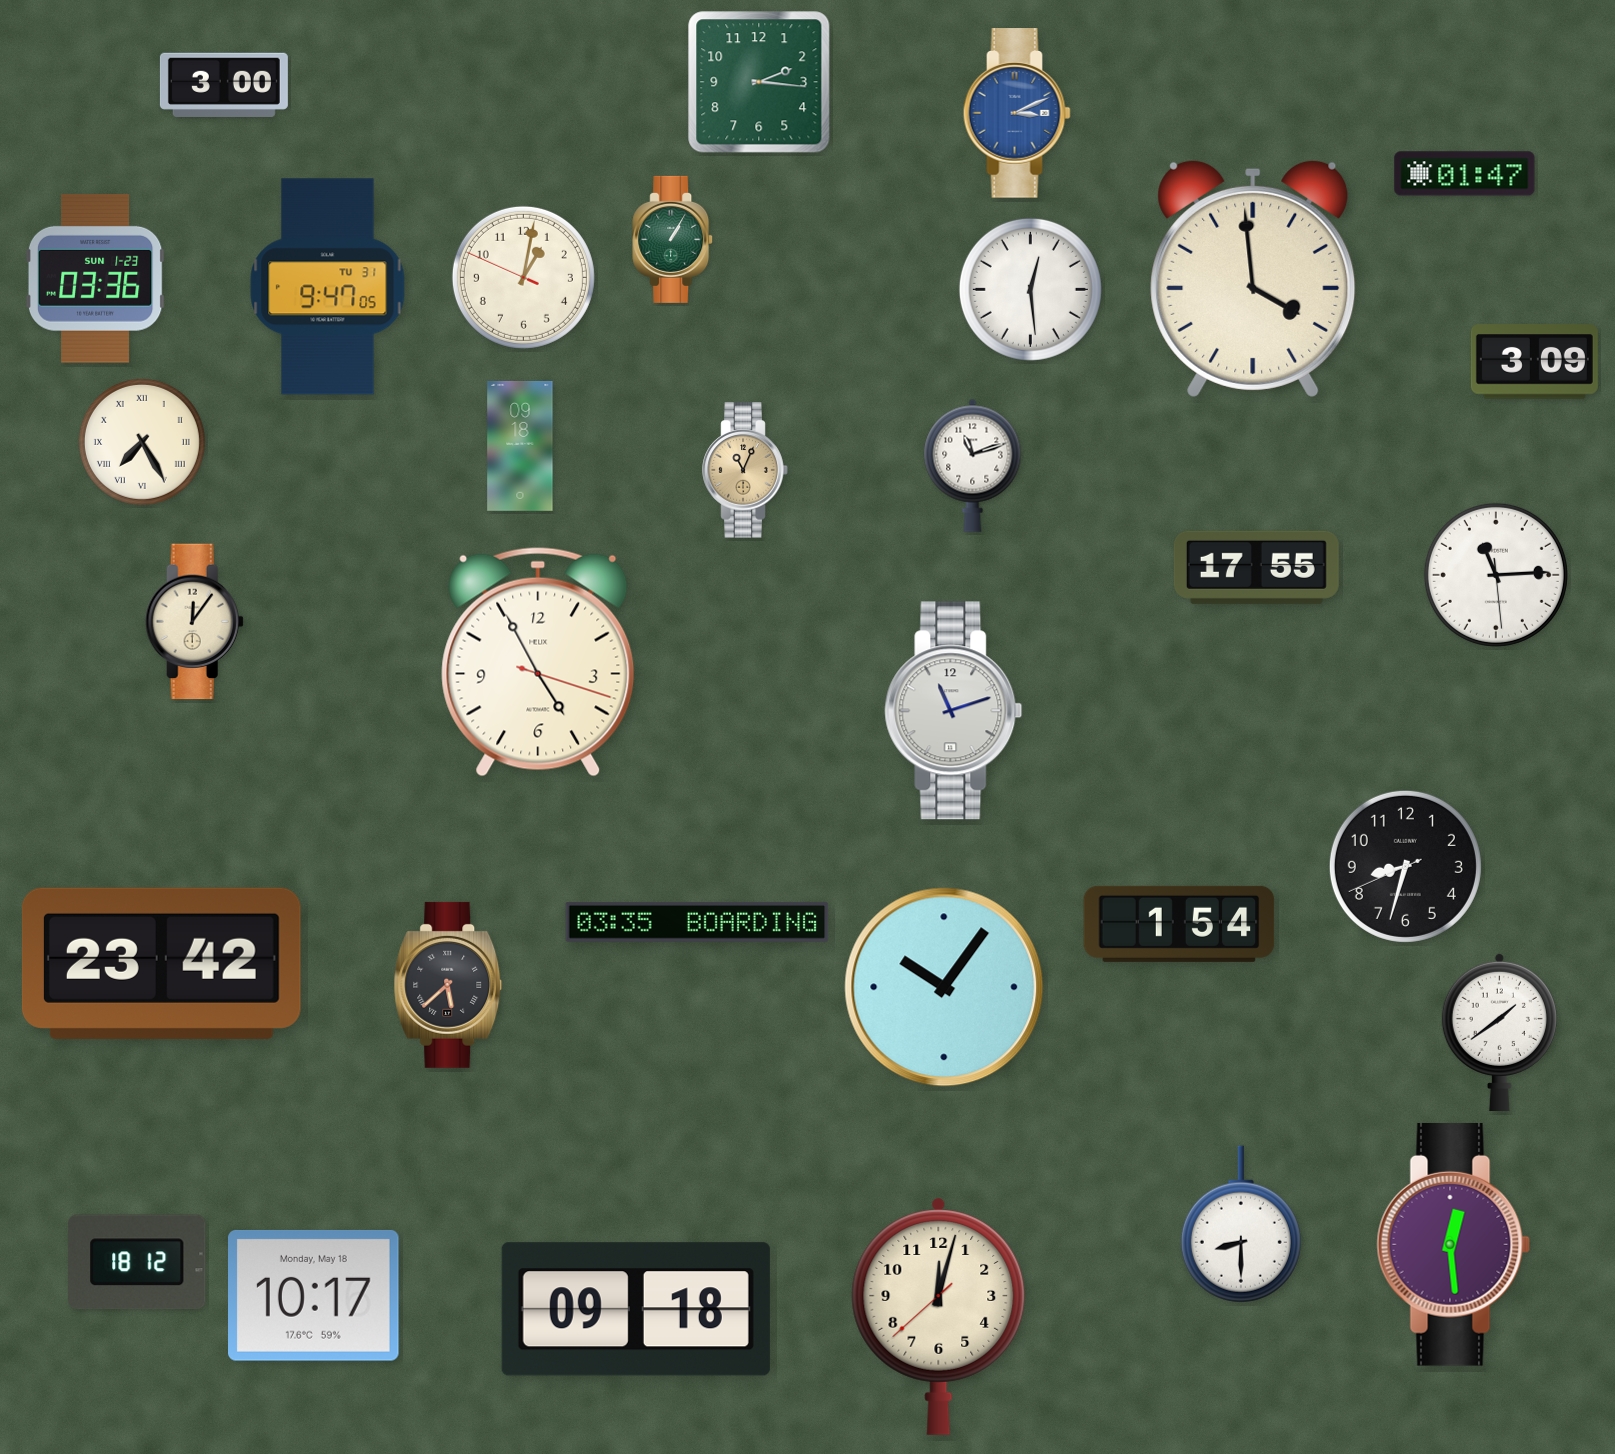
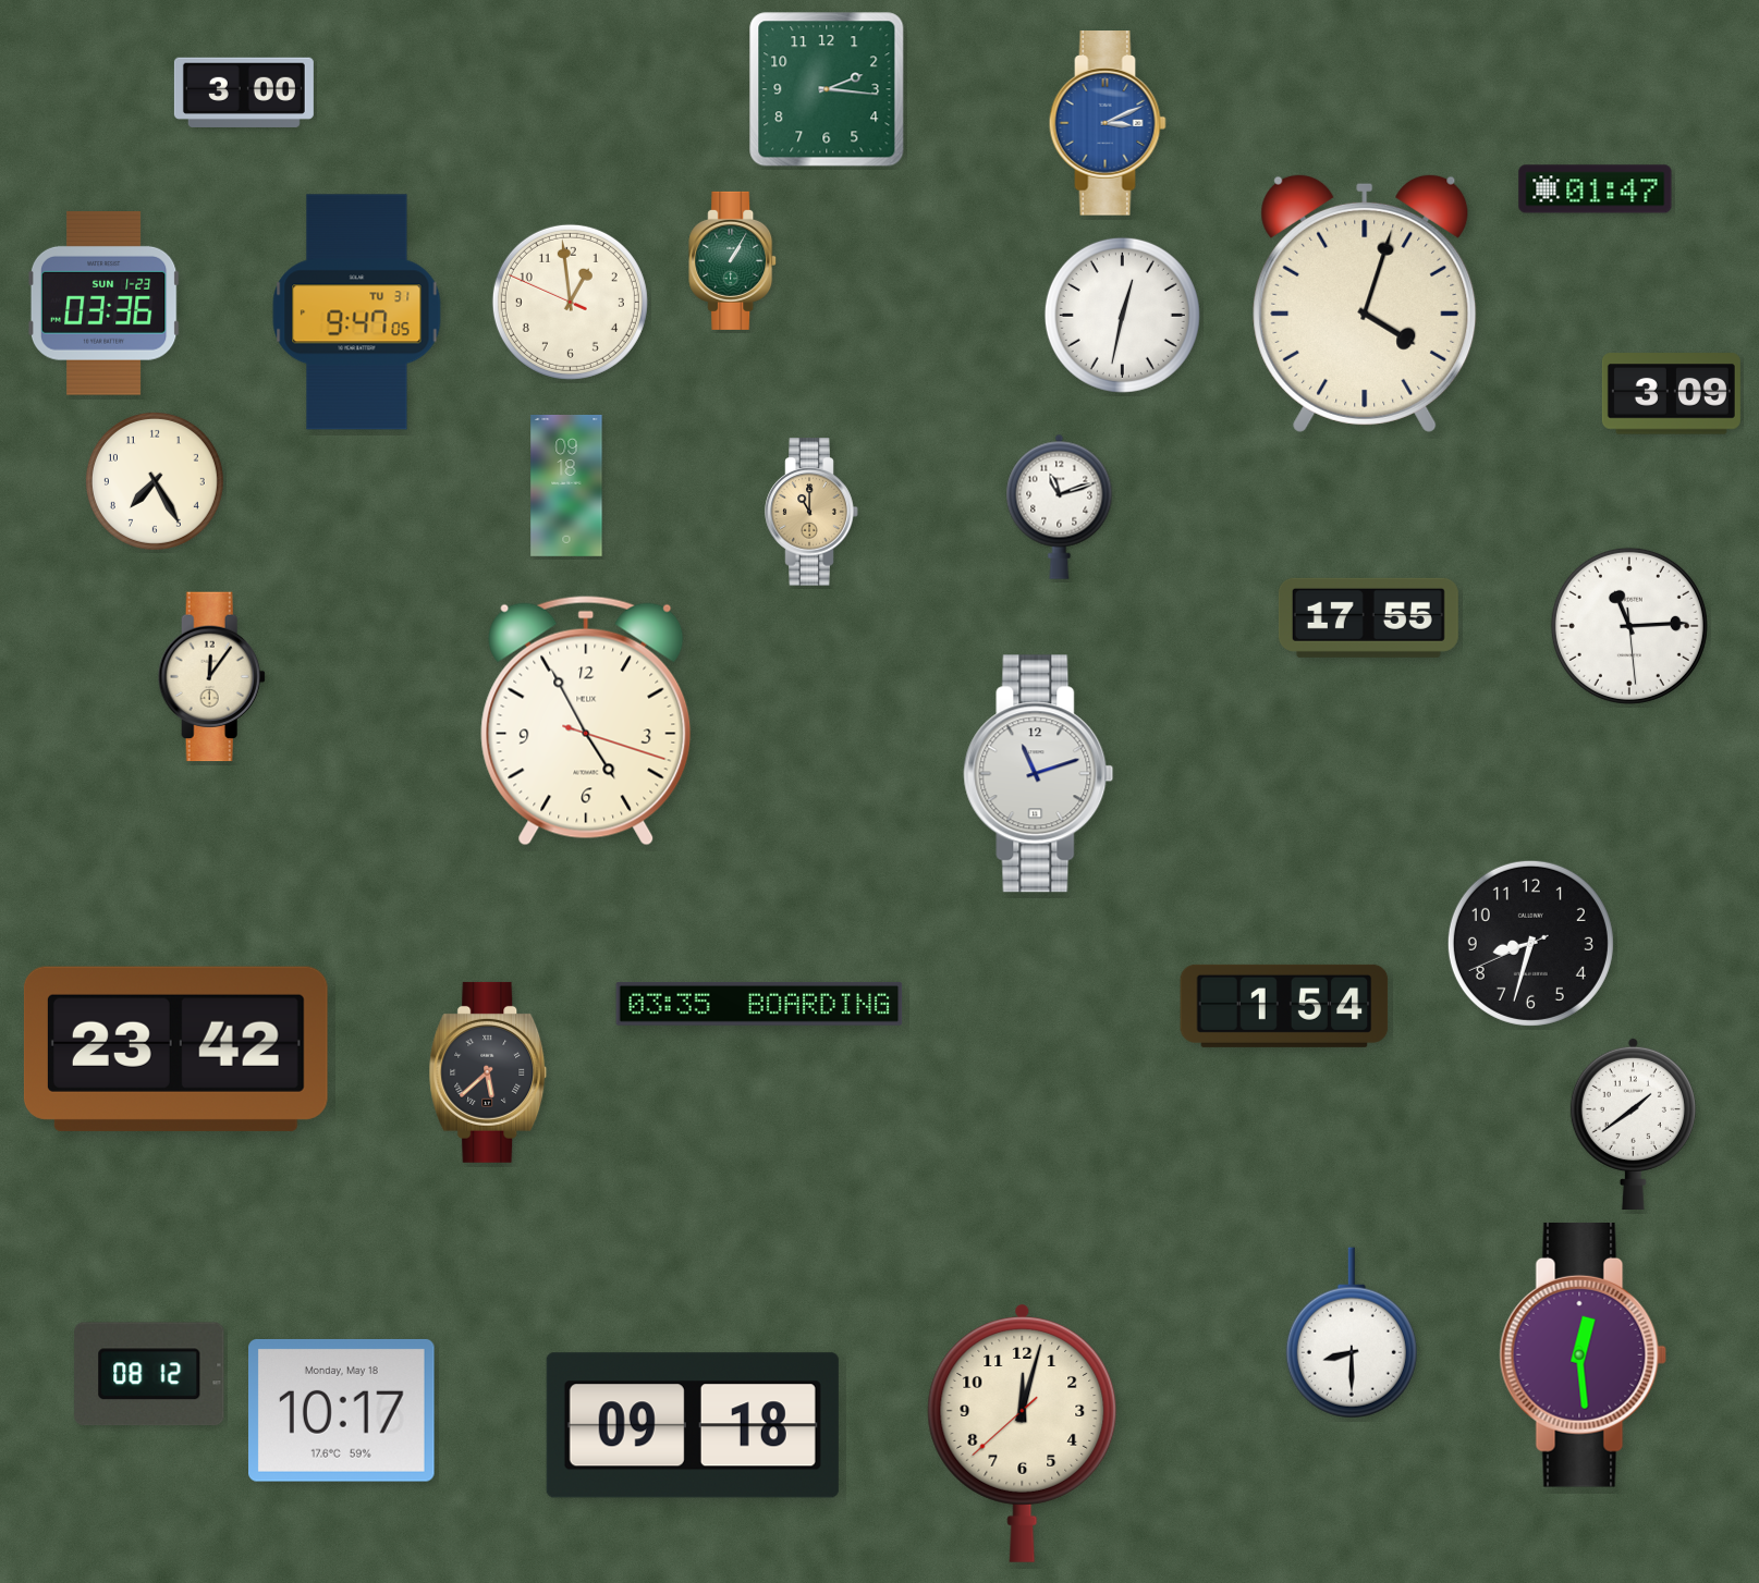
clock at (523, 277): 1:01 -> 12:58
clock at (1253, 278): 3:59 -> 4:03
clock at (1030, 289): 12:29 -> 12:32
clock at (142, 442) numerals: Roman -> Arabic
clock at (745, 470): 11:04 -> 11:00
clock at (944, 987): 10:06 -> none
clock at (137, 1262): 18:12 -> 08:12
